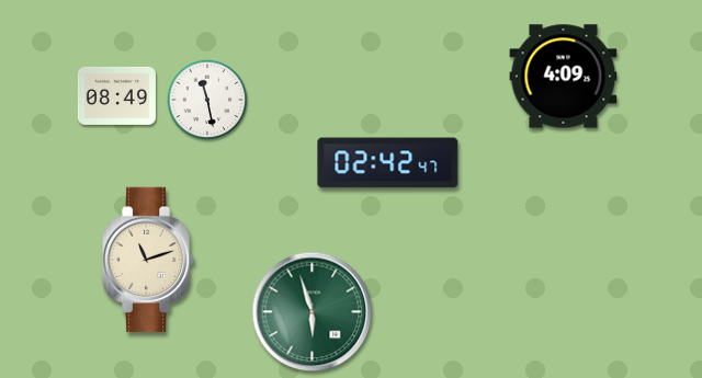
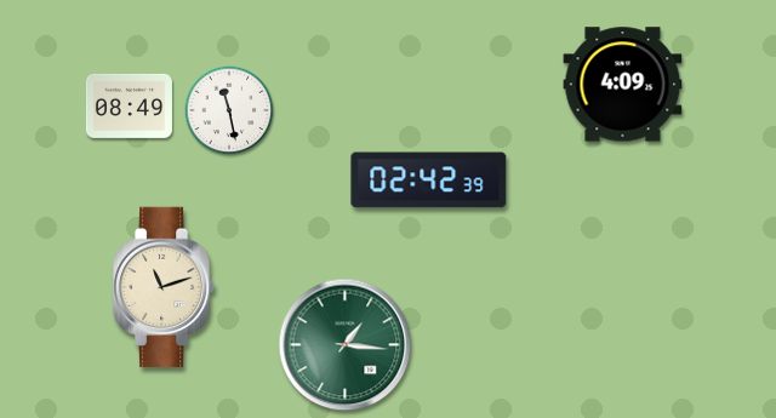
clock at (388, 163): 02:42:47 -> 02:42:39
clock at (313, 312): 5:57 -> 1:16
